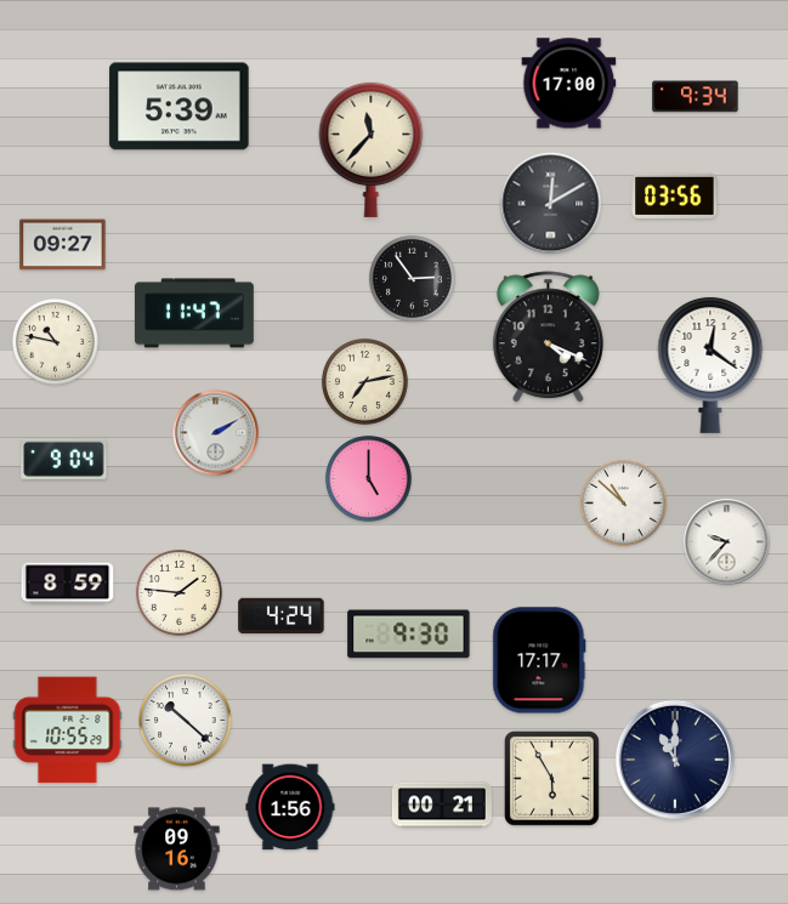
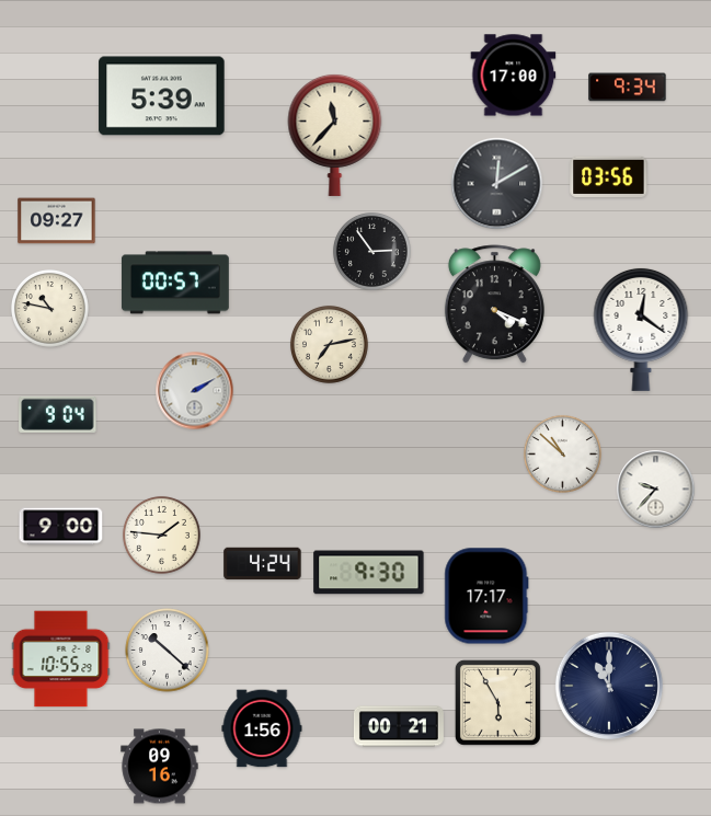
clock at (194, 313): 11:47 -> 00:57
clock at (368, 478): 5:00 -> none
clock at (68, 584): 8:59 -> 9:00
clock at (282, 616) position: (282, 616) -> (263, 564)
